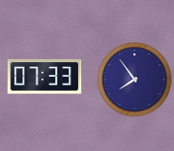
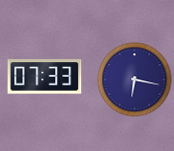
clock at (135, 80): 7:54 -> 6:17
